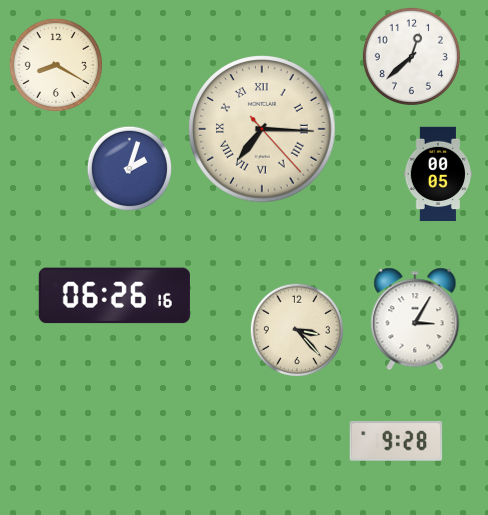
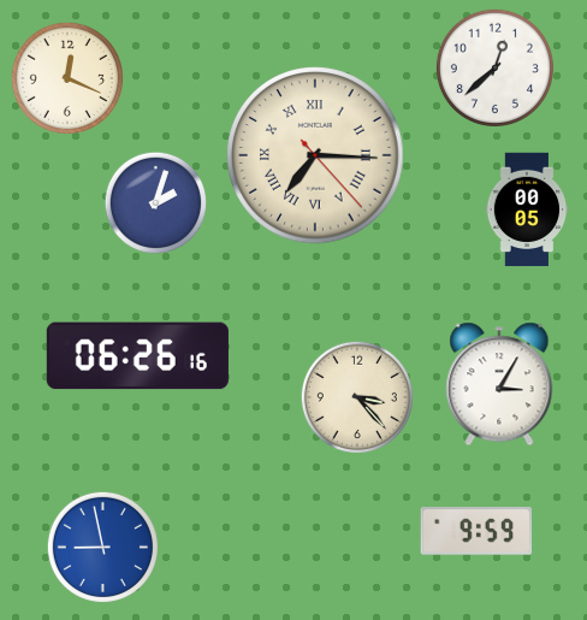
clock at (56, 65): 8:20 -> 12:19
clock at (396, 442): 9:28 -> 9:59
clock at (102, 547): none -> 8:58
